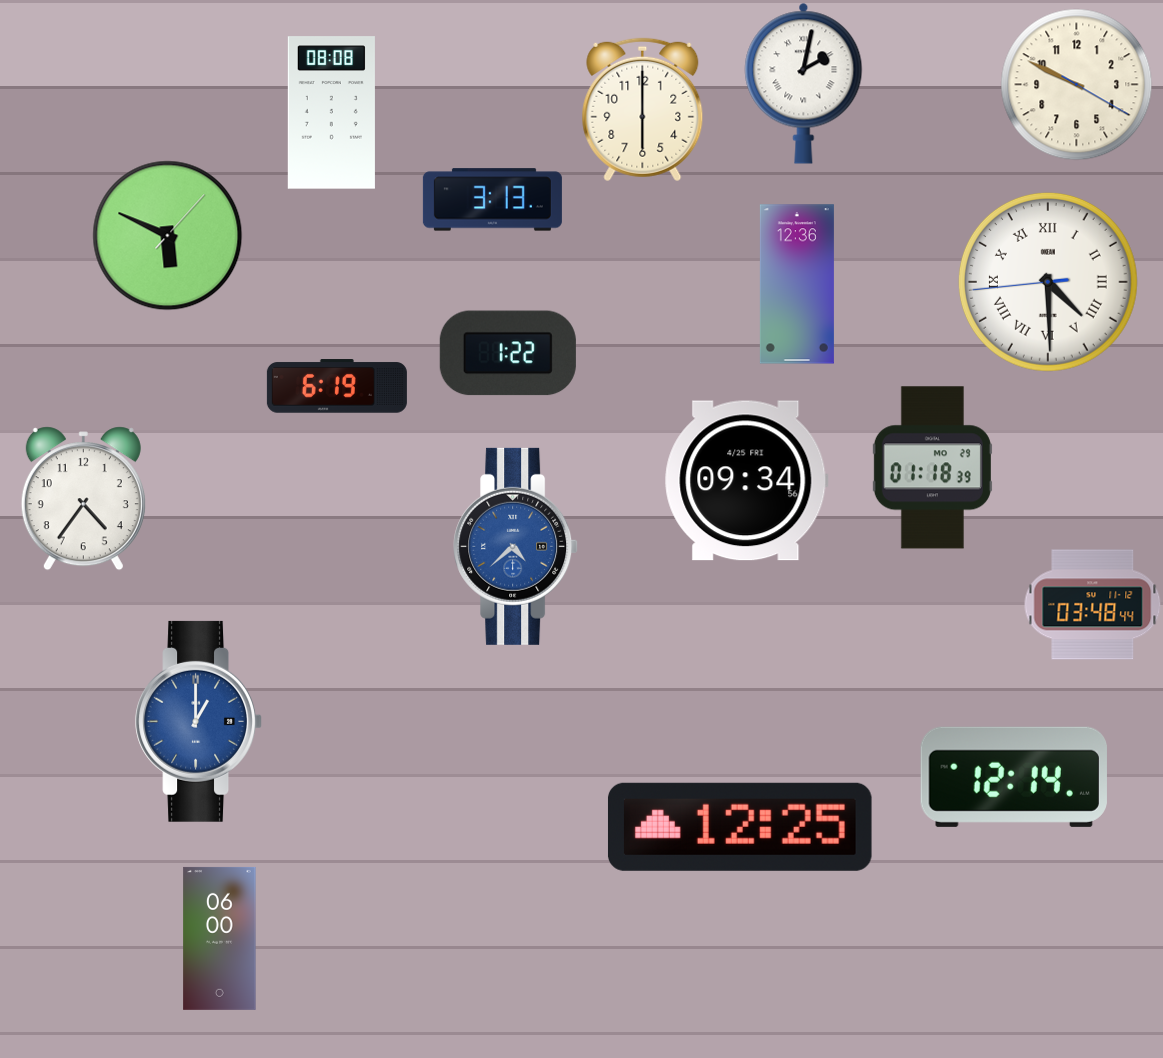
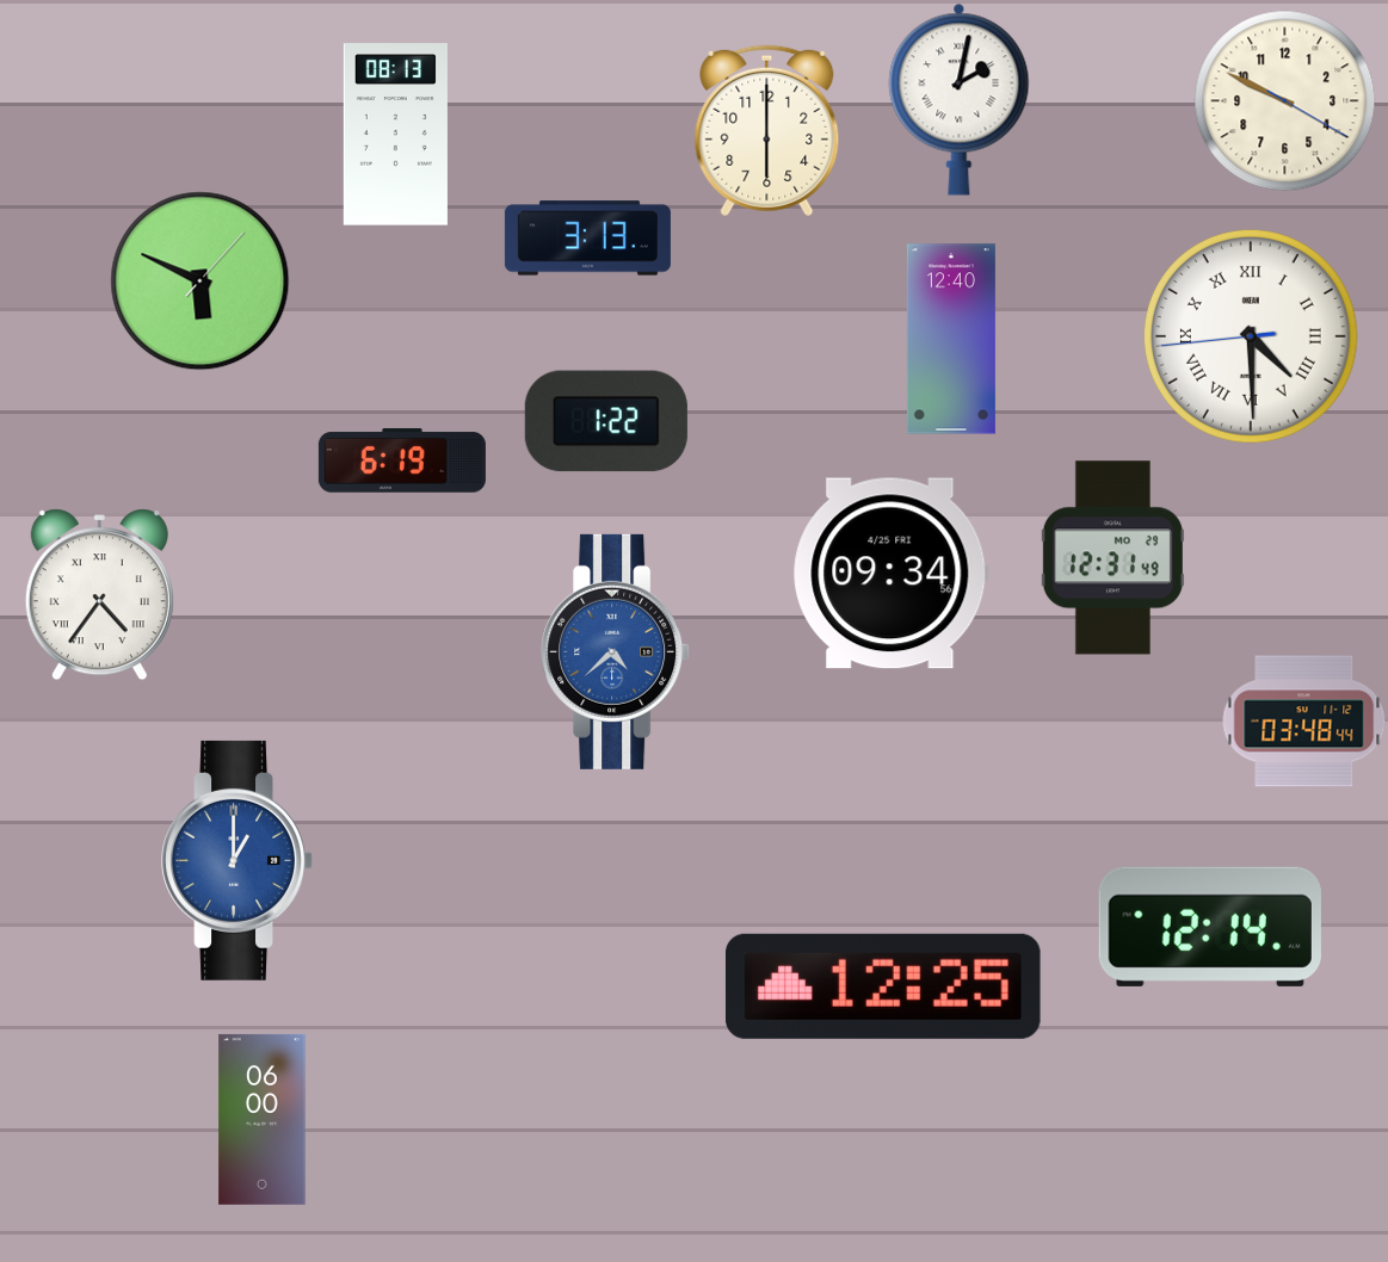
clock at (331, 113): 08:08 -> 08:13
clock at (797, 284): 12:36 -> 12:40
clock at (932, 468): 01:18 -> 12:31
clock at (83, 499) numerals: Arabic -> Roman
